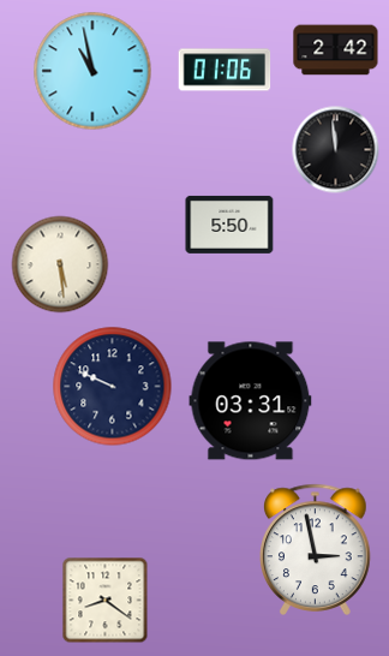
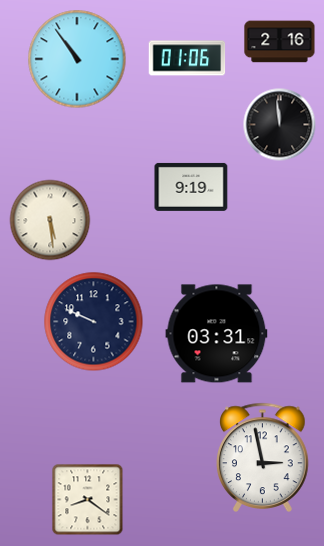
clock at (336, 50): 2:42 -> 2:16
clock at (92, 71): 10:58 -> 10:54
clock at (229, 225): 5:50 -> 9:19
clock at (251, 401) position: (251, 401) -> (217, 334)
